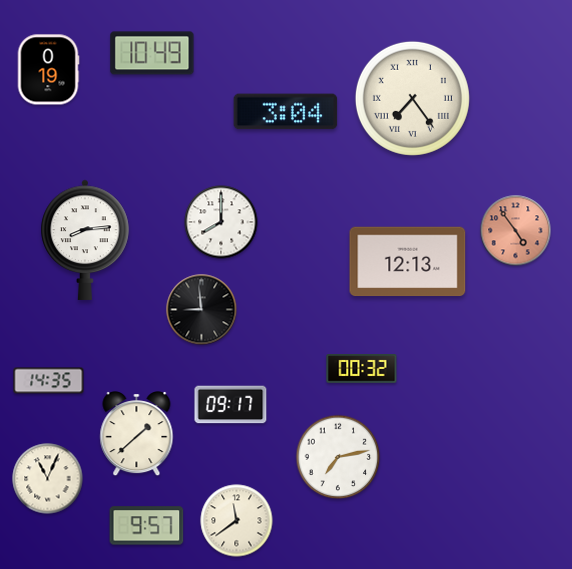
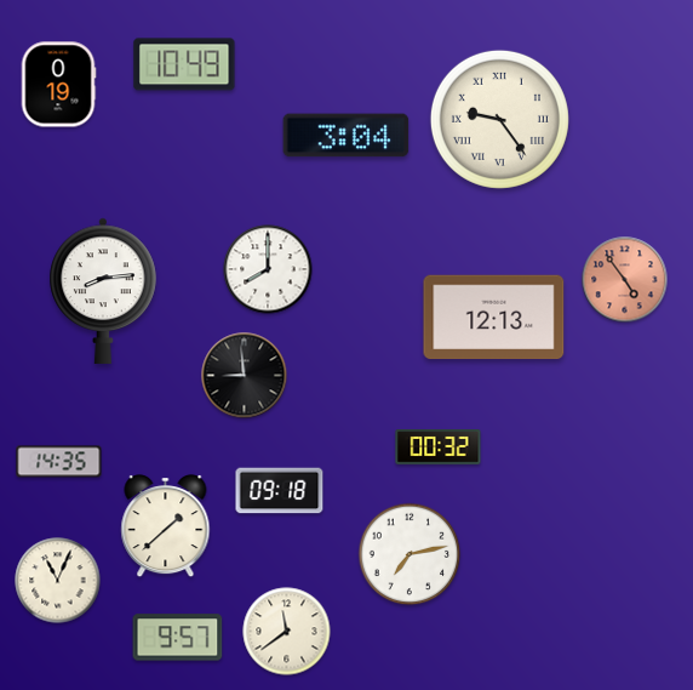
clock at (412, 98): 7:24 -> 9:24
clock at (231, 405): 09:17 -> 09:18
